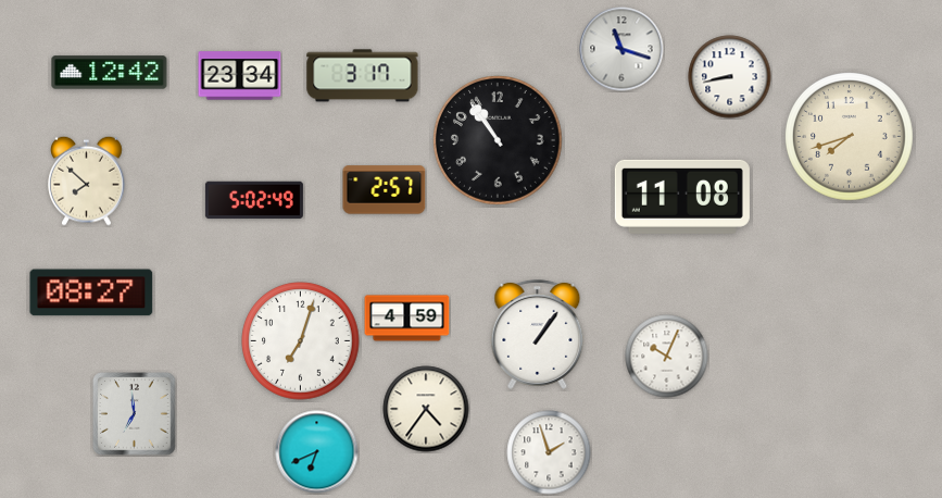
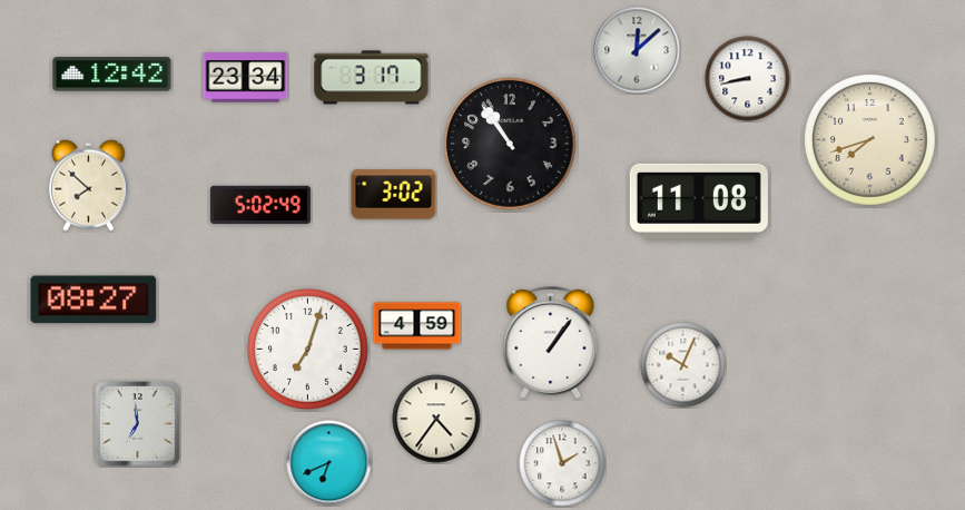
clock at (621, 49): 11:18 -> 12:08
clock at (385, 190): 2:57 -> 3:02
clock at (317, 452) position: (317, 452) -> (329, 463)
